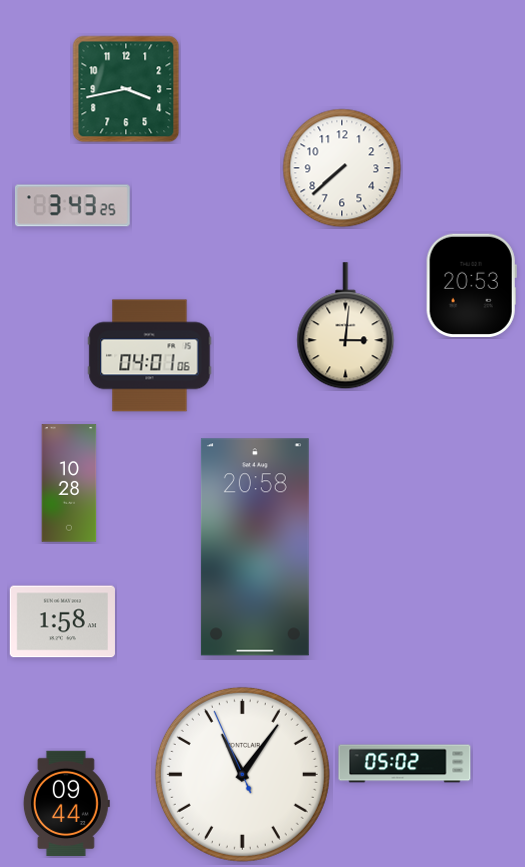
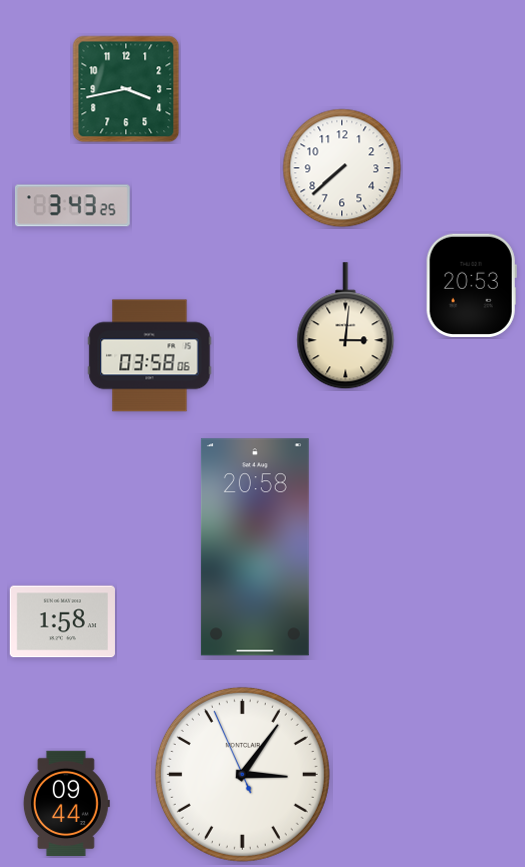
clock at (150, 356): 04:01 -> 03:58
clock at (69, 483): 10:28 -> none
clock at (405, 764): 05:02 -> none
clock at (242, 774): 11:05 -> 3:05
